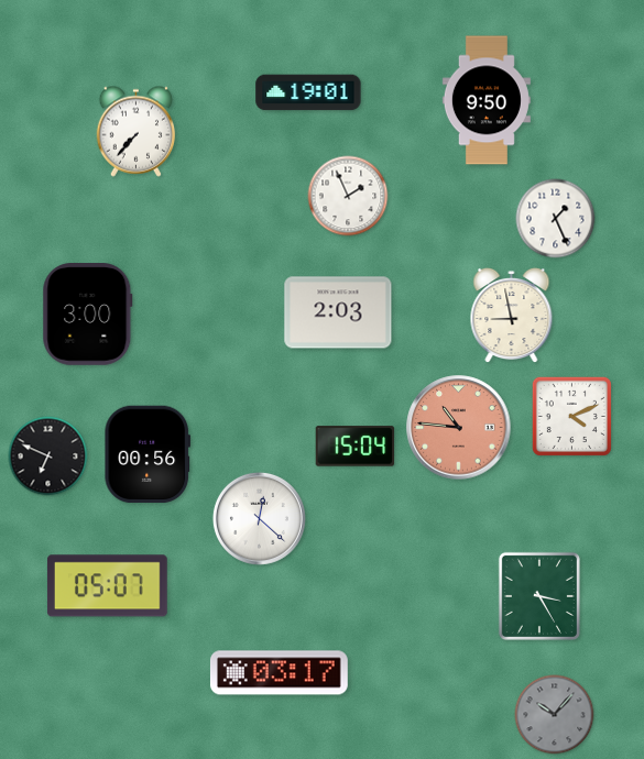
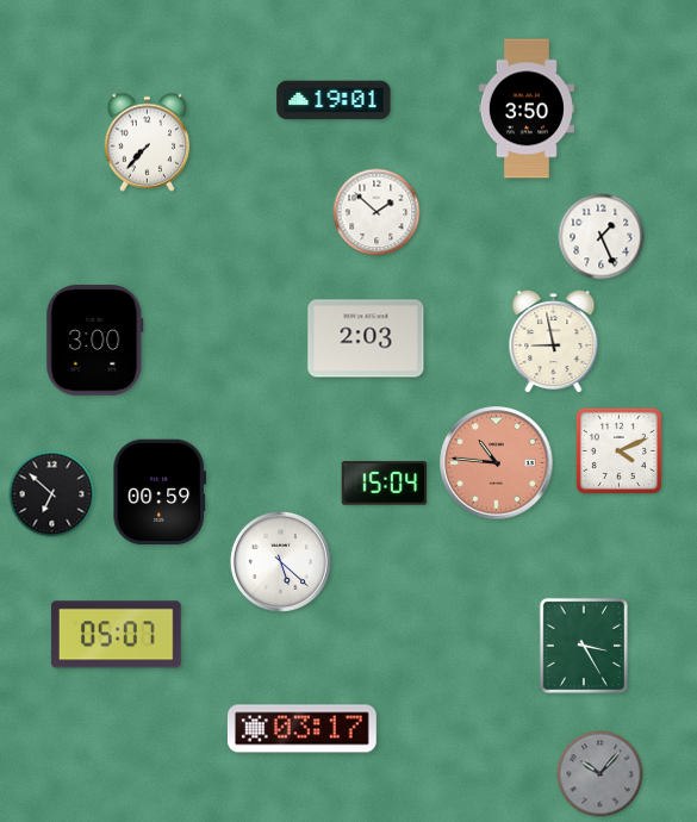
clock at (487, 100): 9:50 -> 3:50
clock at (348, 196): 1:56 -> 1:52
clock at (148, 453): 00:56 -> 00:59
clock at (48, 457): 6:49 -> 6:52
clock at (259, 518): 12:22 -> 5:22
